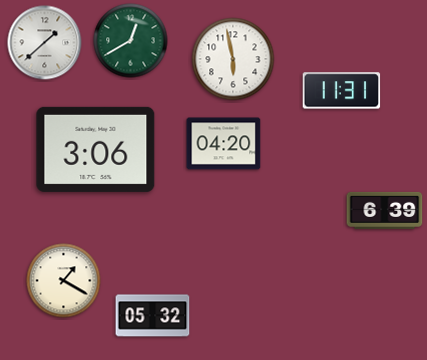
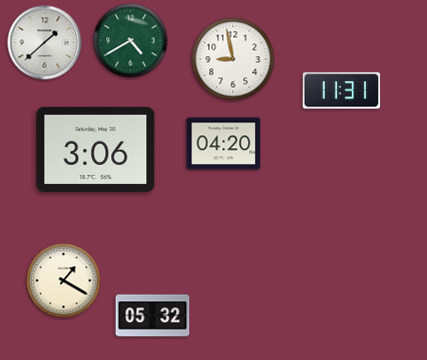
clock at (131, 41): 12:40 -> 4:40
clock at (233, 59): 5:58 -> 8:58
clock at (385, 210): 6:39 -> none
